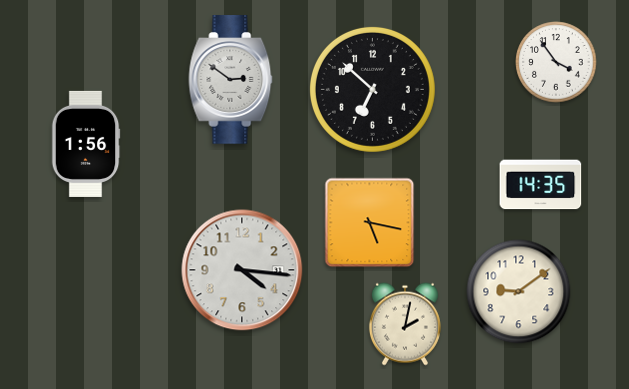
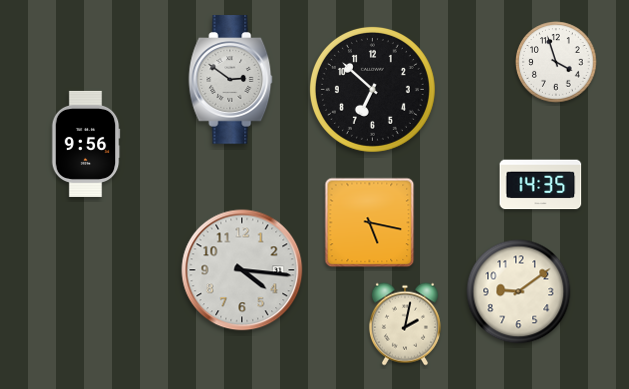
clock at (556, 62): 3:54 -> 3:57
clock at (86, 144): 1:56 -> 9:56
